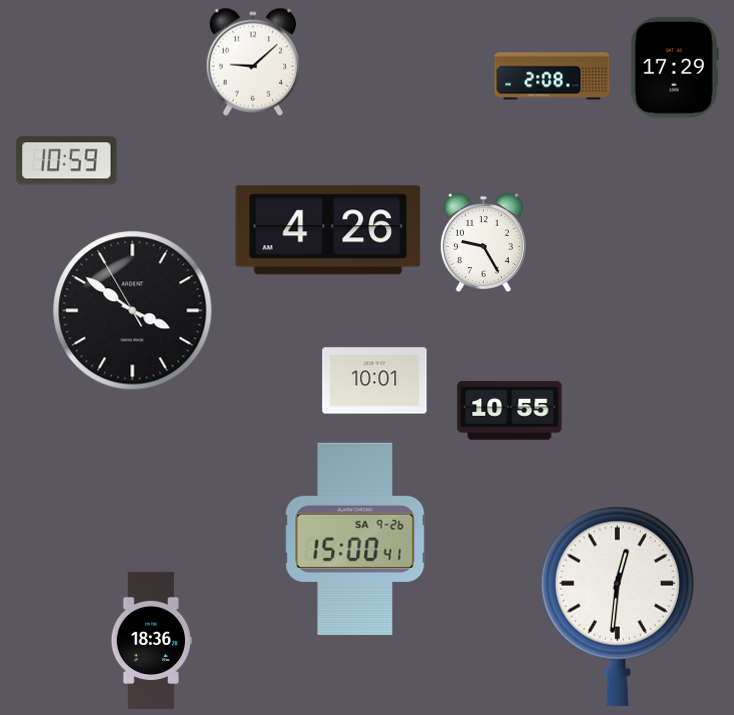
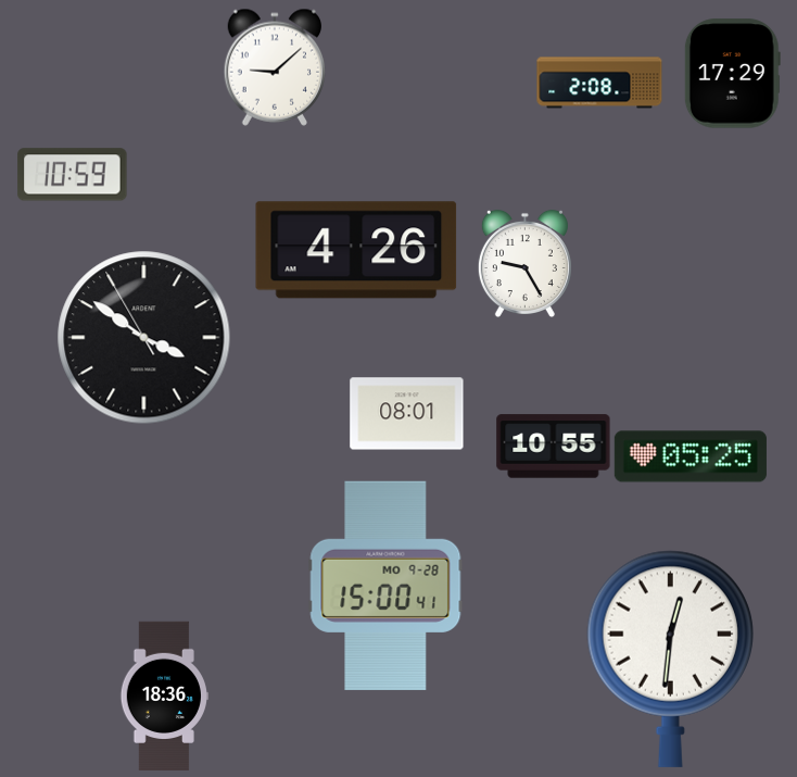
clock at (375, 381): 10:01 -> 08:01
clock at (691, 456): none -> 05:25
clock at (355, 538) date: SA 9-26 -> MO 9-28
